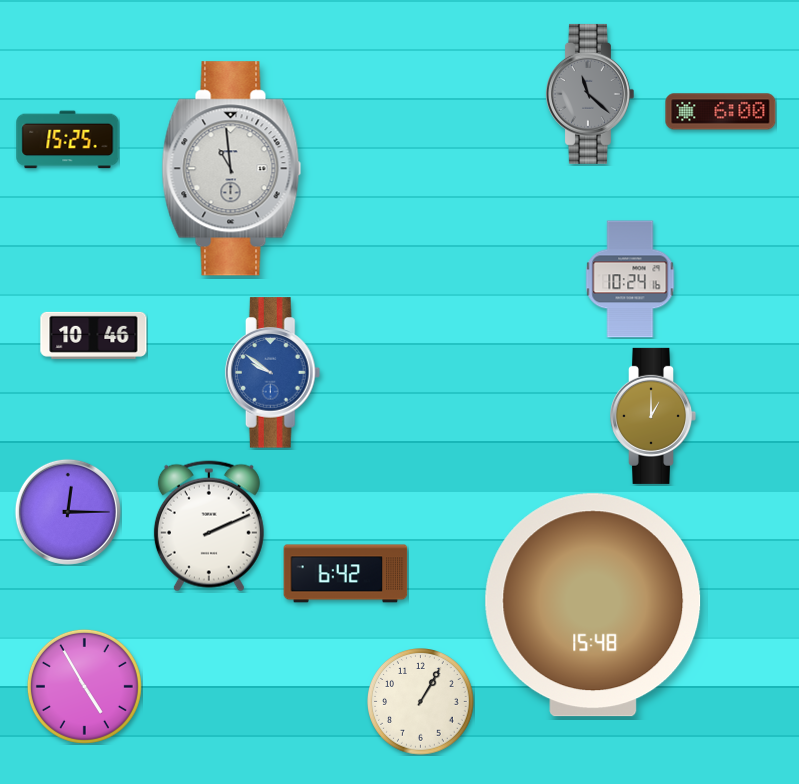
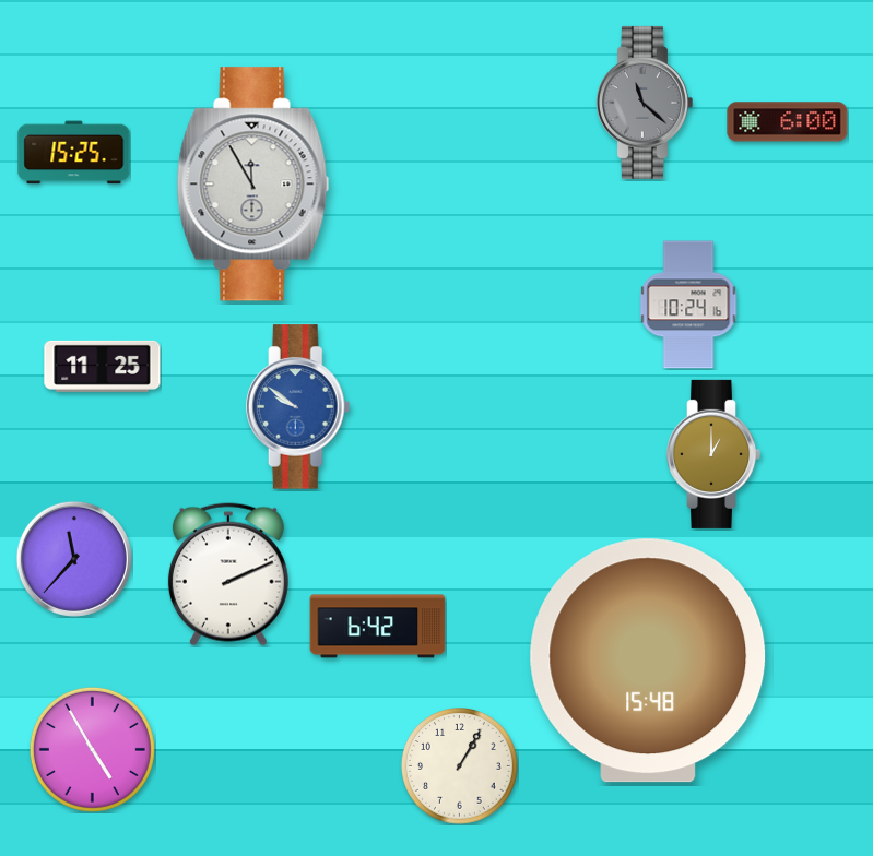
clock at (232, 169): 10:59 -> 11:55
clock at (94, 335): 10:46 -> 11:25
clock at (68, 512): 12:15 -> 11:37
